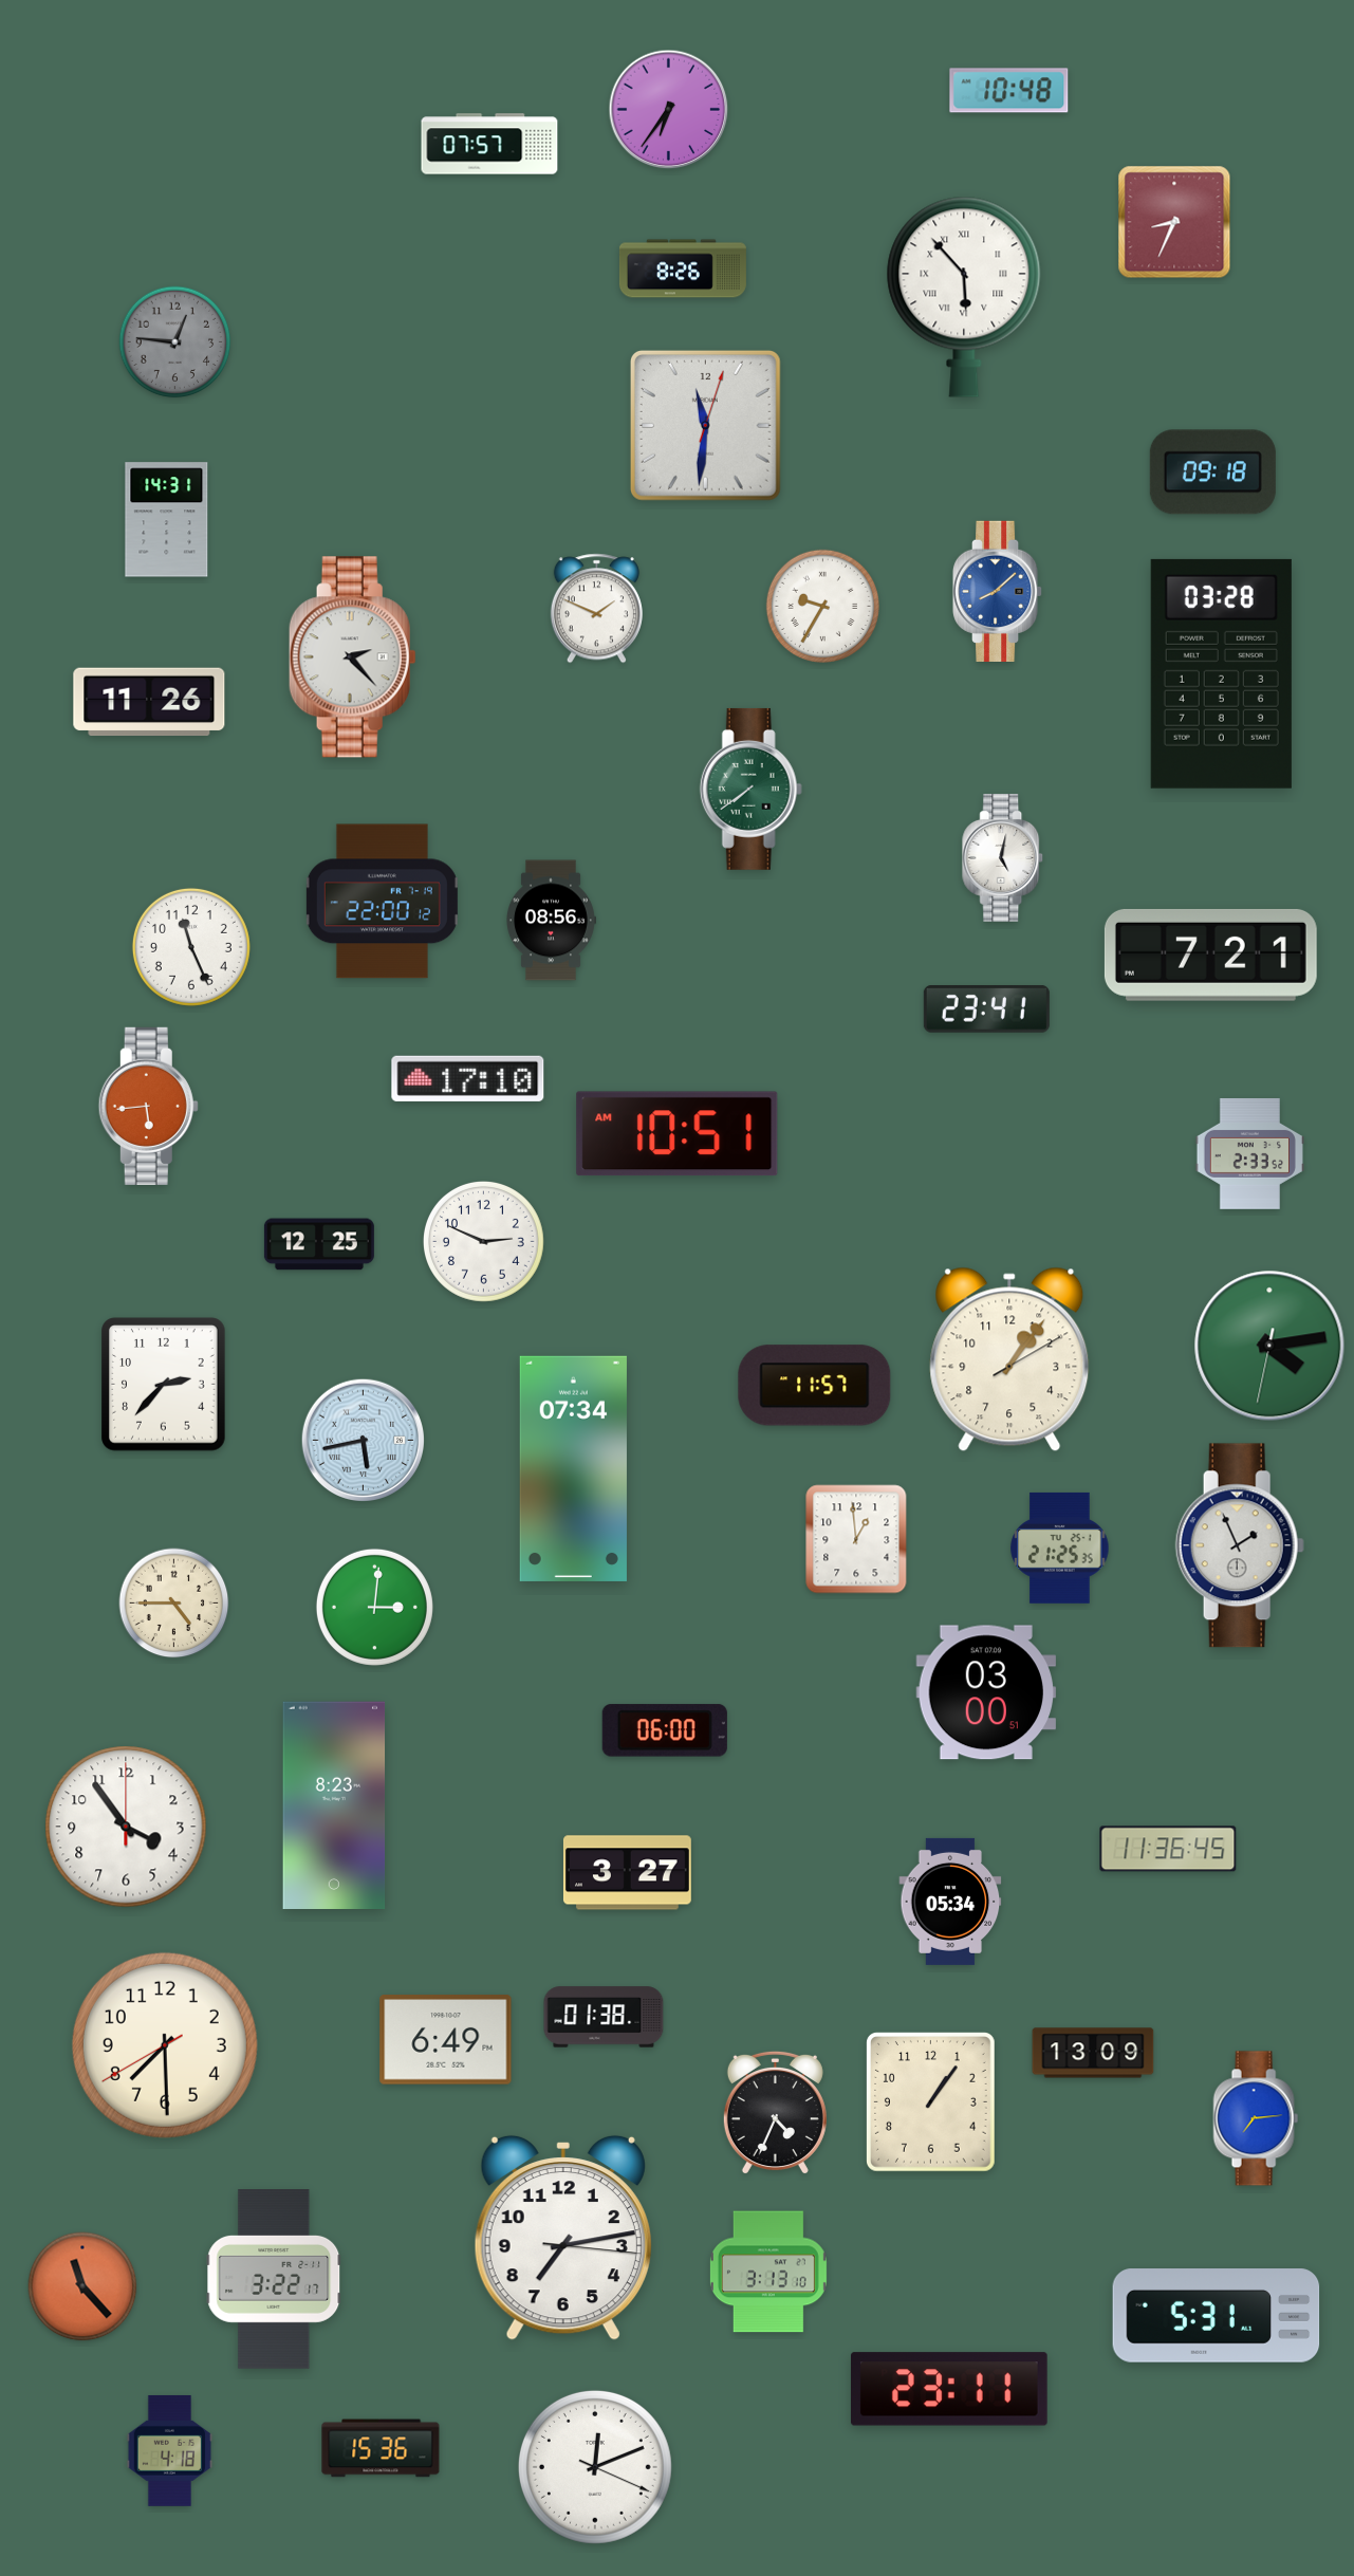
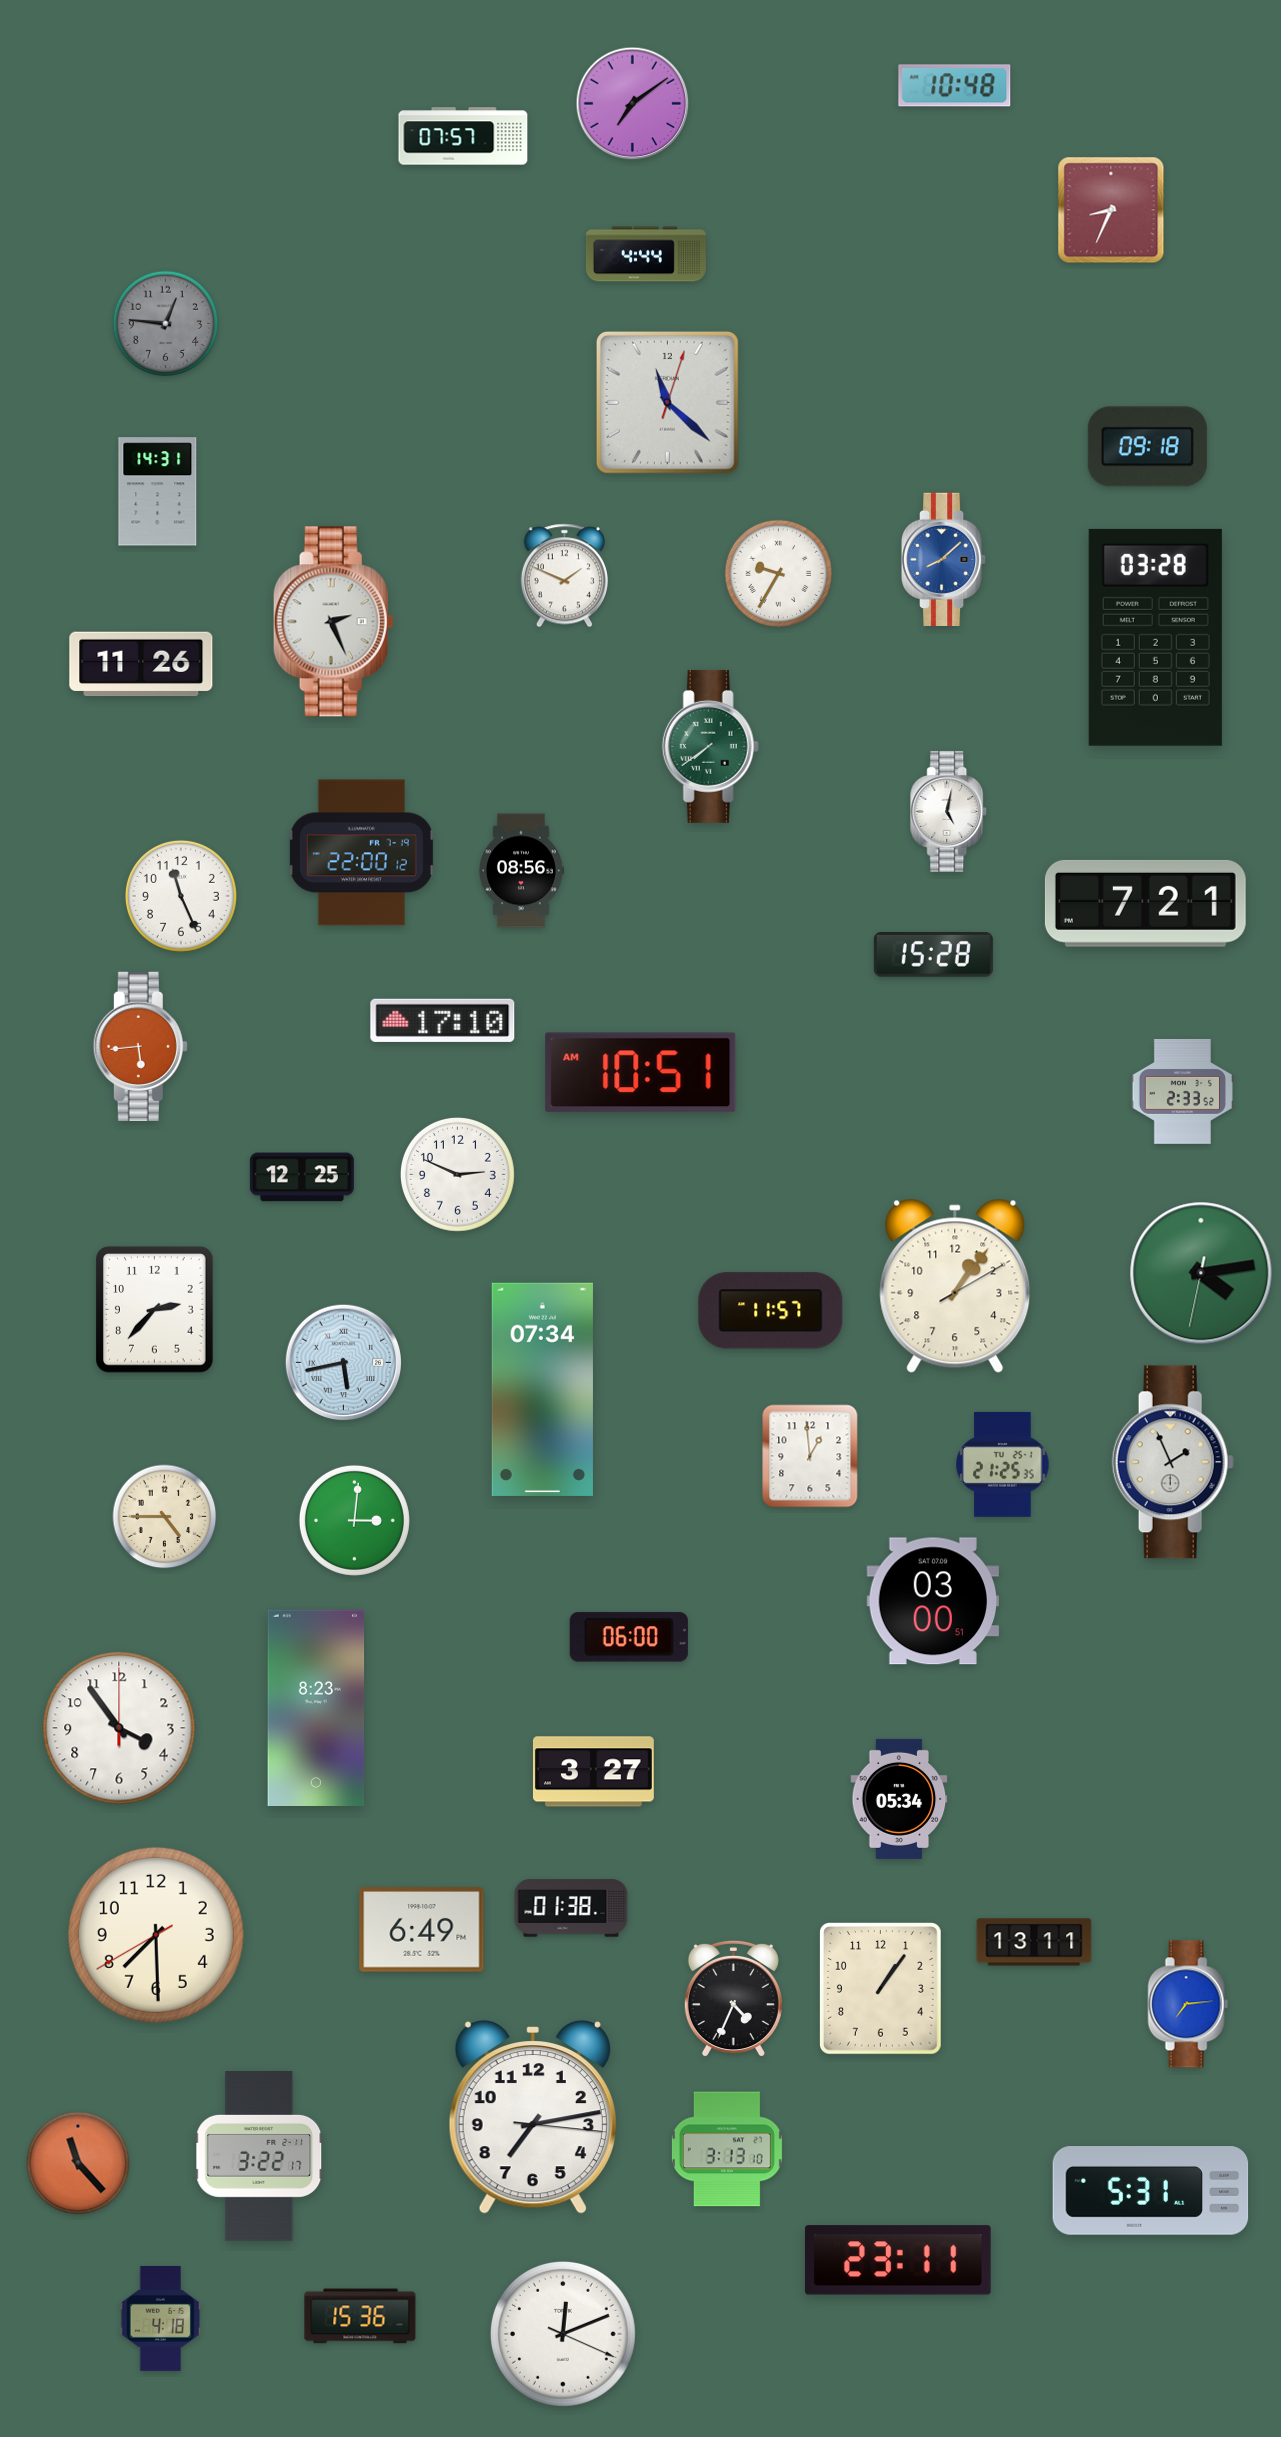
clock at (669, 110): 6:36 -> 7:09
clock at (683, 268): 8:26 -> 4:44
clock at (964, 297): 5:53 -> none
clock at (705, 425): 11:31 -> 11:22
clock at (352, 657): 2:23 -> 2:26
clock at (986, 1009): 23:41 -> 15:28
clock at (1168, 1849): 11:36 -> none
clock at (1093, 2053): 13:09 -> 13:11
